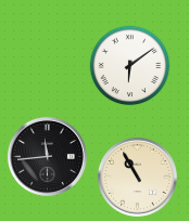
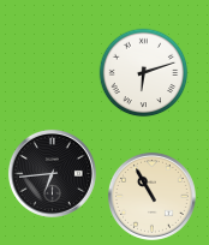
clock at (130, 66): 6:09 -> 6:12
clock at (47, 156): 11:44 -> 6:44
